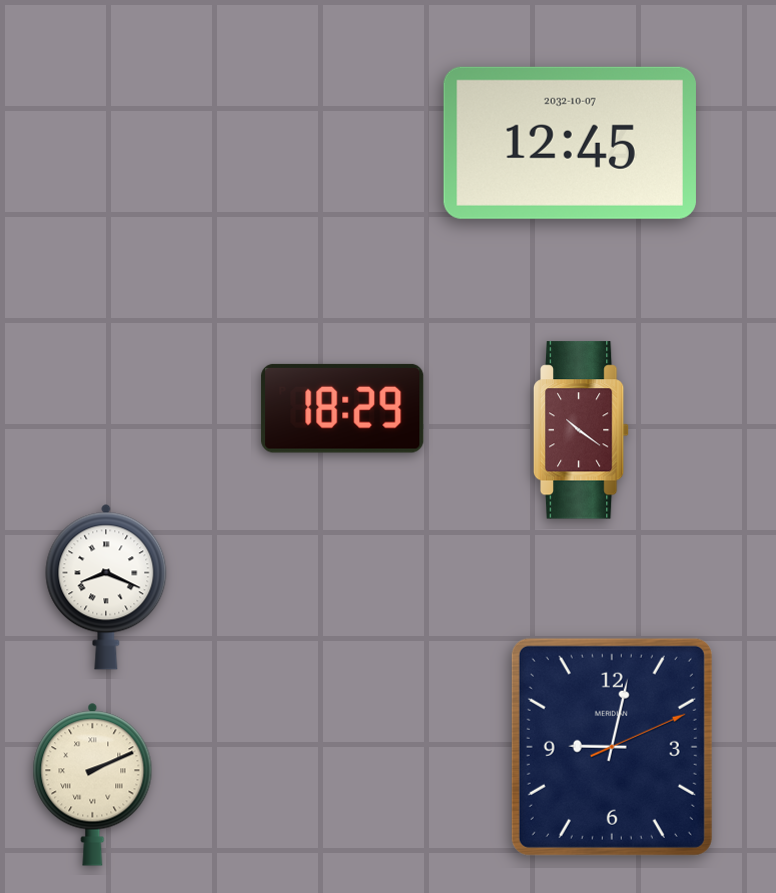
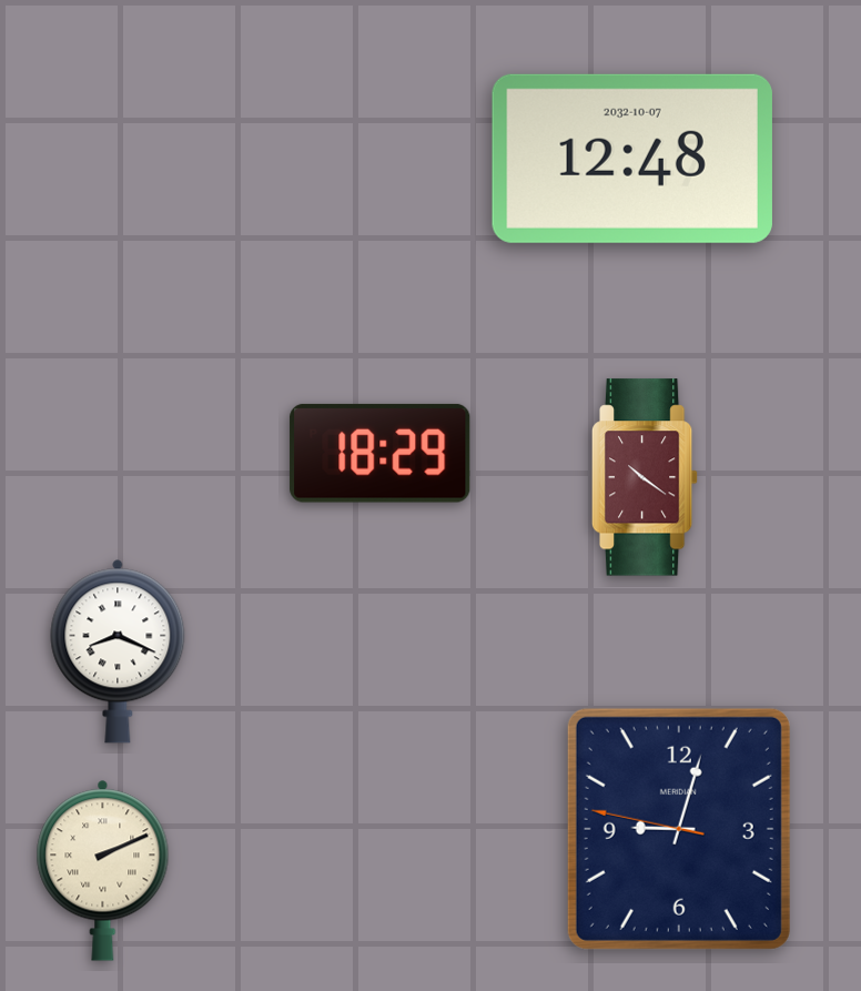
clock at (570, 143): 12:45 -> 12:48
clock at (612, 747): 9:02:11 -> 9:02:47
